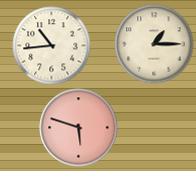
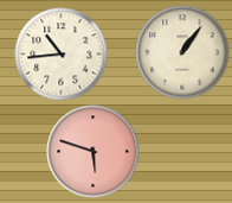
clock at (154, 44): 1:15 -> 1:06
